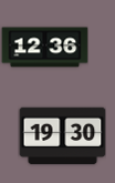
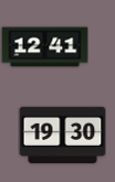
clock at (44, 48): 12:36 -> 12:41
